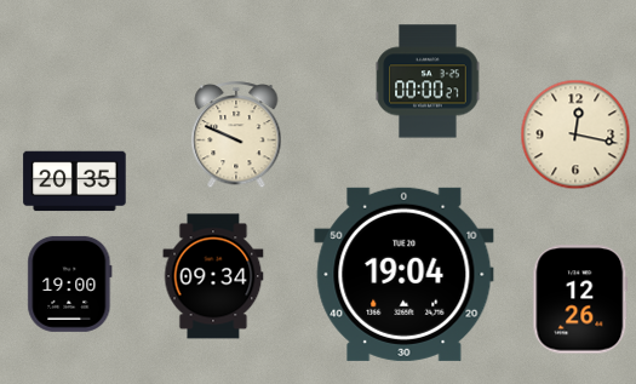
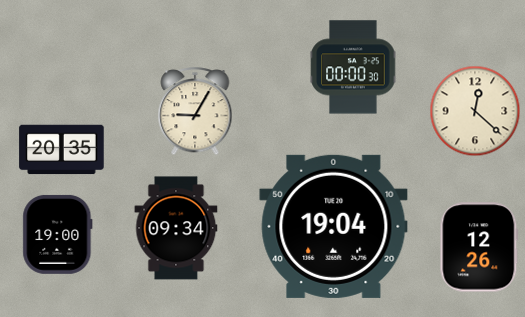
clock at (428, 81): 00:00:27 -> 00:00:30
clock at (236, 134): 9:49 -> 9:05
clock at (575, 134): 12:17 -> 12:22
